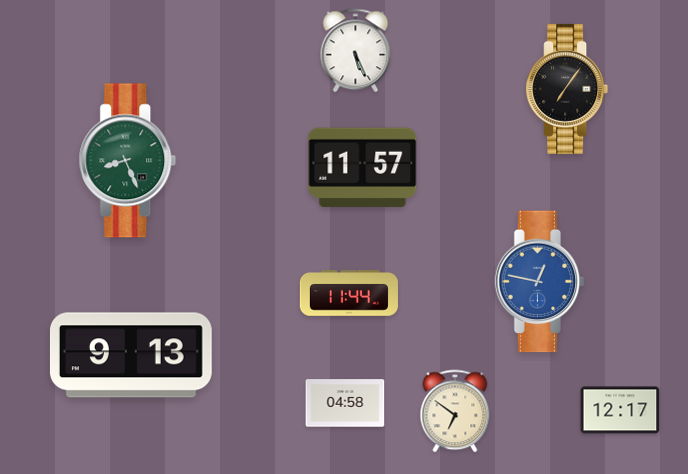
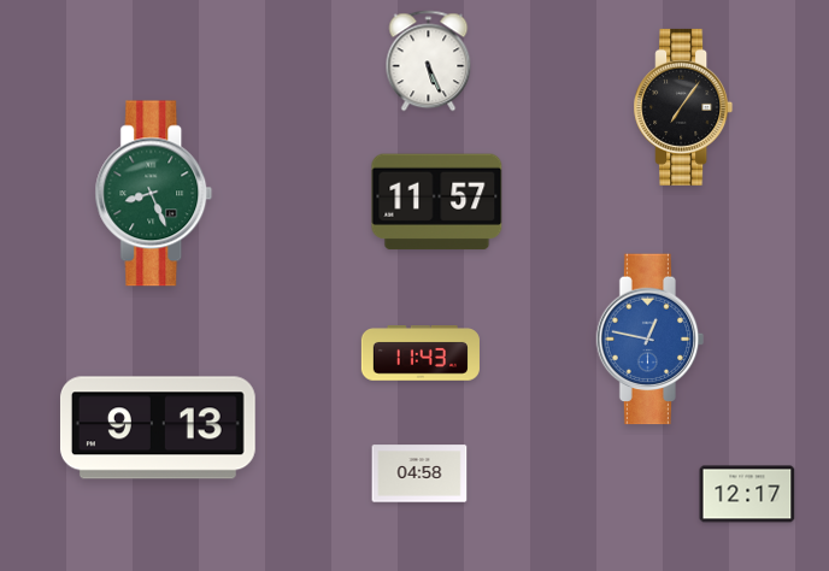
clock at (349, 293): 11:44 -> 11:43
clock at (345, 403) position: (345, 403) -> (419, 473)
clock at (455, 411): 6:51 -> none
